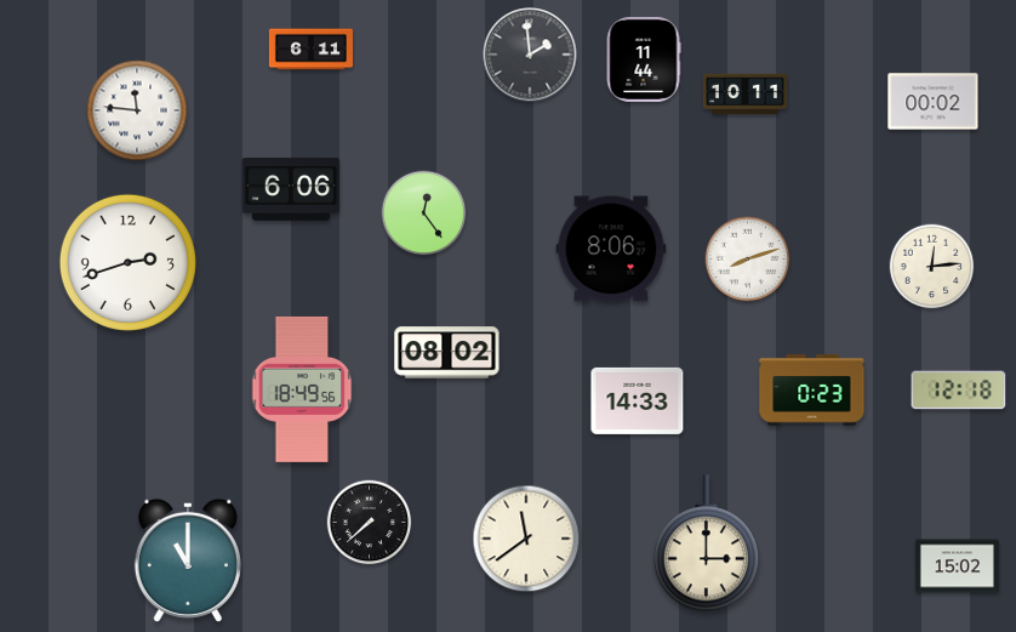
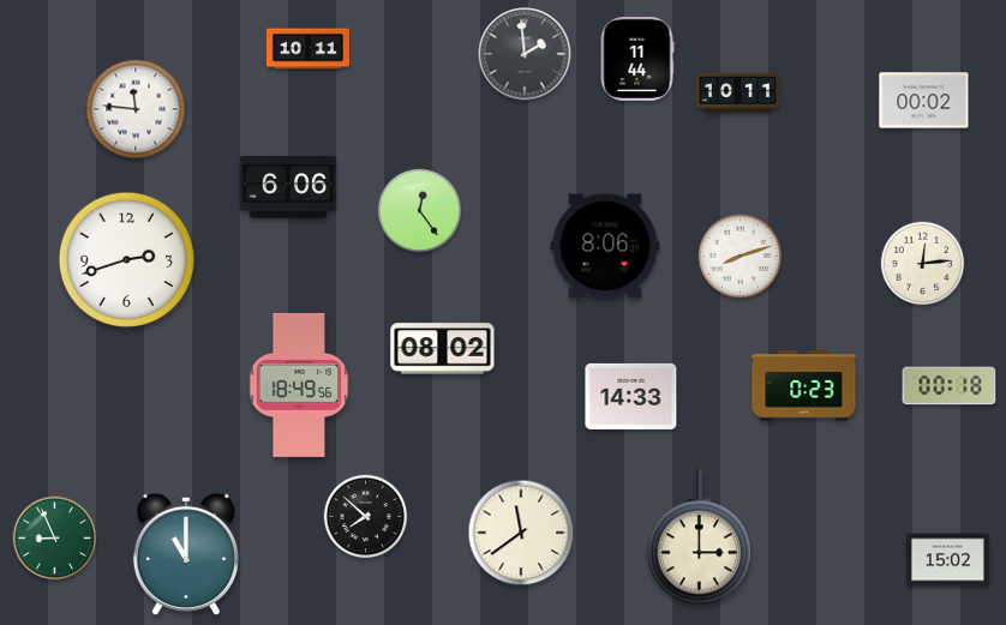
clock at (310, 50): 6:11 -> 10:11
clock at (959, 391): 12:18 -> 00:18
clock at (370, 523): 7:38 -> 7:52
clock at (55, 539): none -> 8:56
